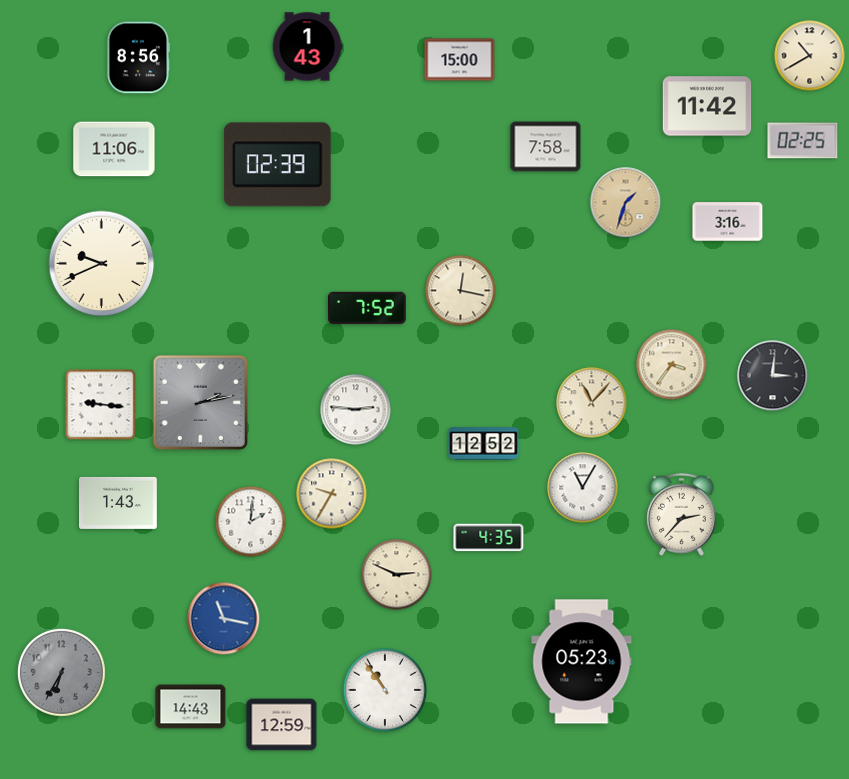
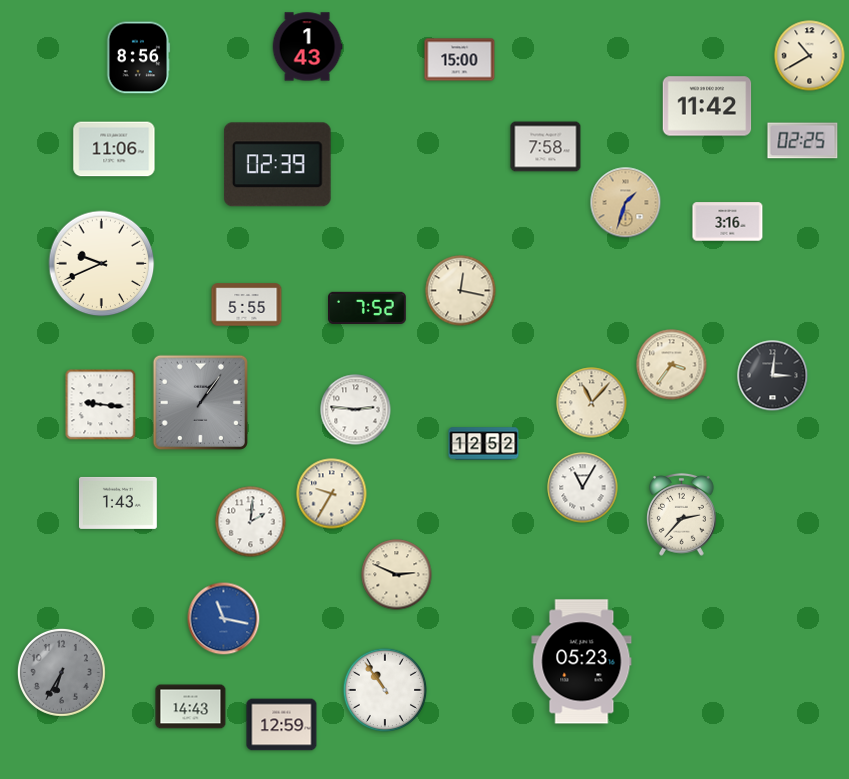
clock at (247, 305): none -> 5:55
clock at (200, 402): 2:13 -> 1:06
clock at (489, 538): 4:35 -> none
